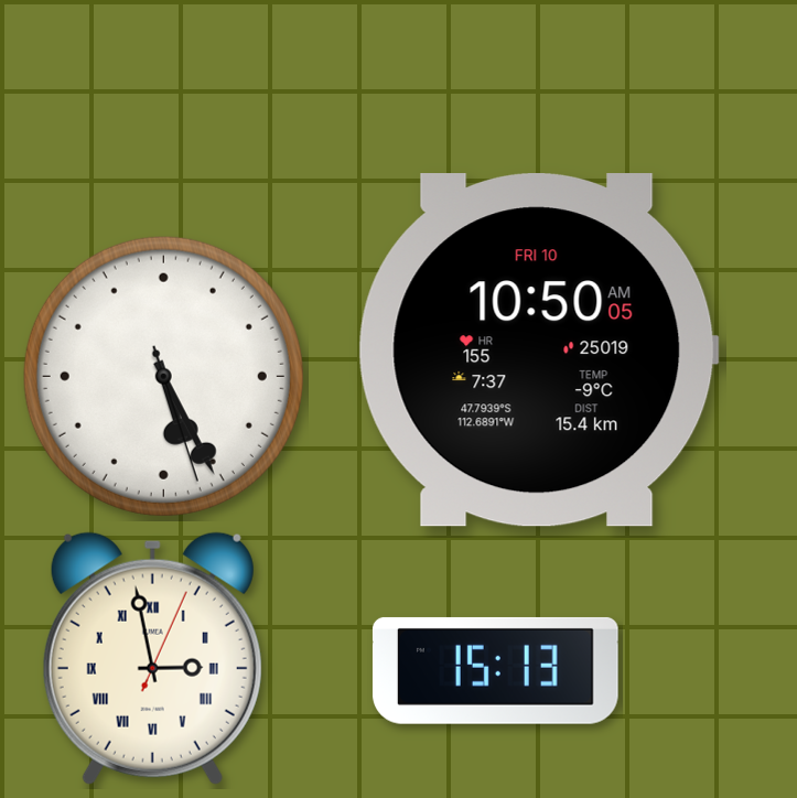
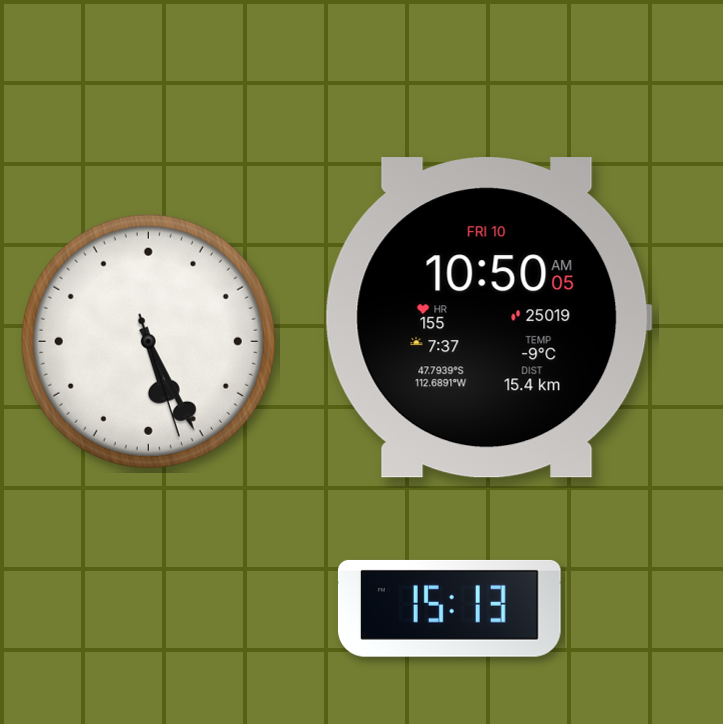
clock at (152, 658): 2:58 -> none
